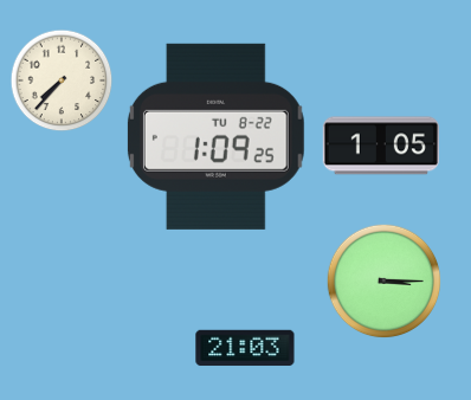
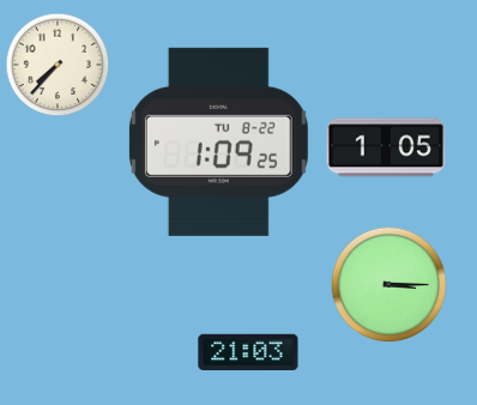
clock at (62, 80) position: (62, 80) -> (58, 65)
clock at (215, 136) position: (215, 136) -> (218, 141)
